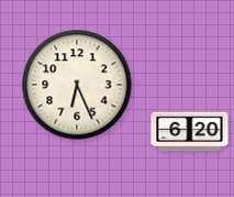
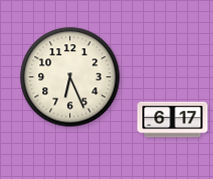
clock at (190, 132): 6:20 -> 6:17
